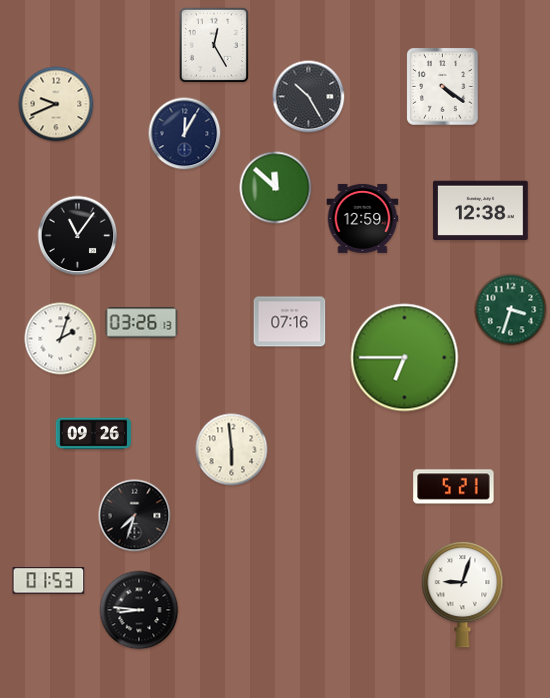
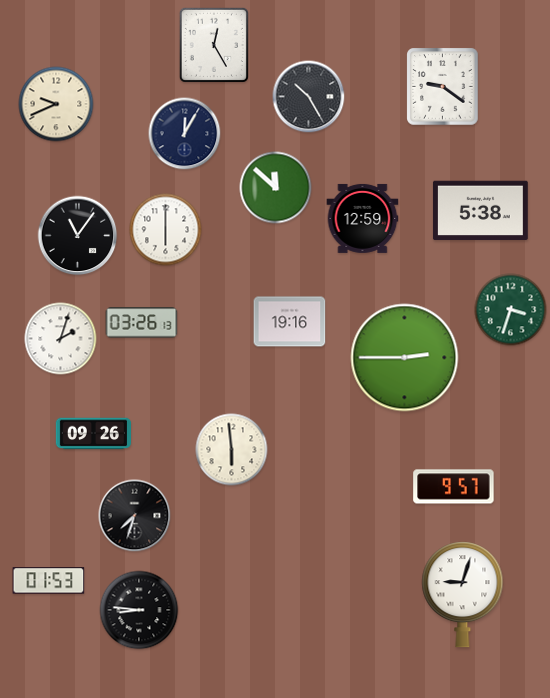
clock at (443, 87): 4:21 -> 9:21
clock at (480, 211): 12:38 -> 5:38
clock at (166, 230): none -> 6:00
clock at (290, 322): 07:16 -> 19:16
clock at (405, 358): 6:45 -> 2:45
clock at (454, 487): 5:21 -> 9:57
